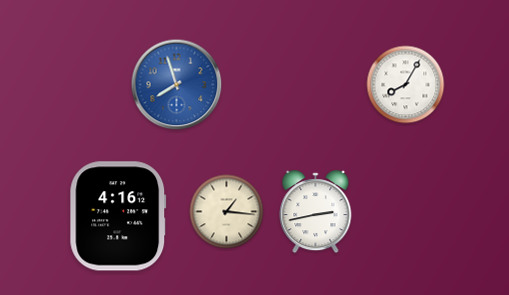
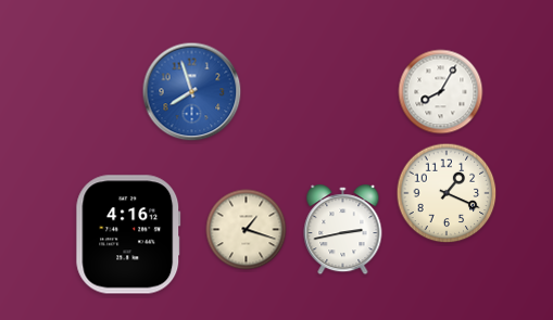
clock at (447, 193): none -> 1:19
clock at (227, 212): 1:16 -> 1:18
